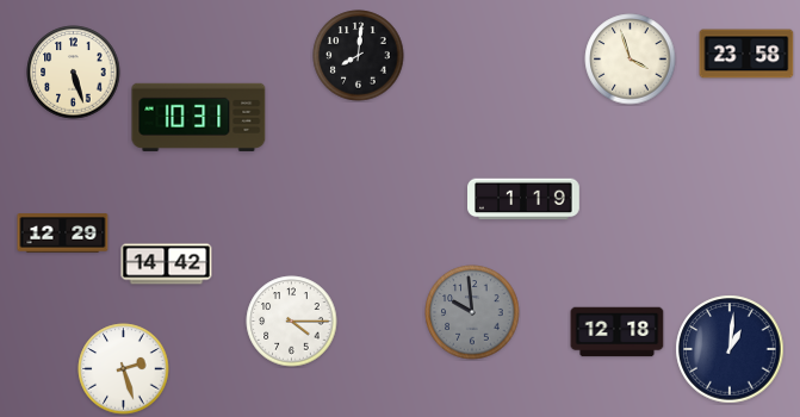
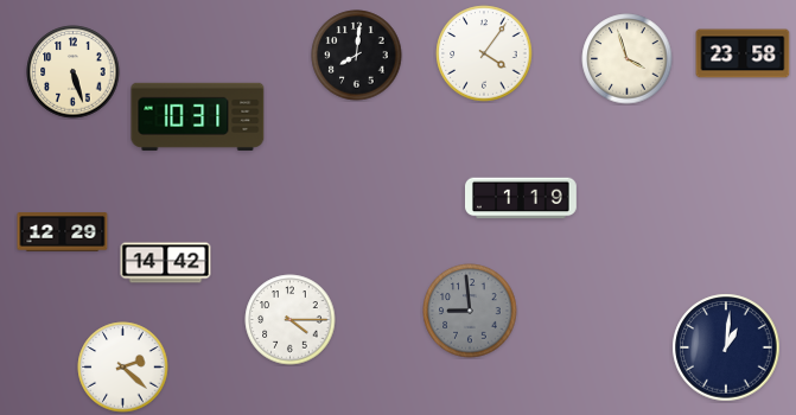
clock at (484, 53): none -> 4:06
clock at (472, 312): 9:59 -> 8:59
clock at (618, 332): 12:18 -> none
clock at (124, 369): 2:27 -> 2:22
